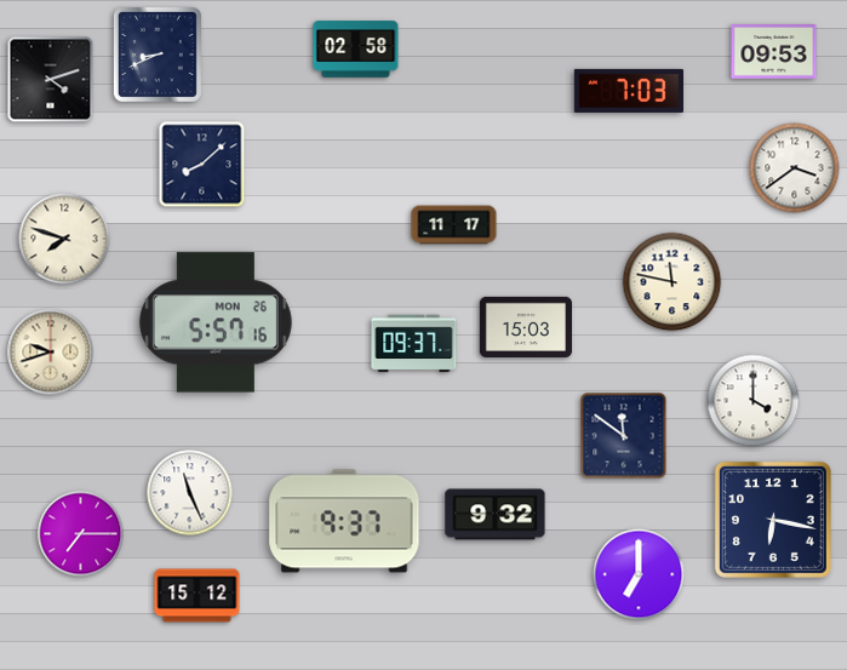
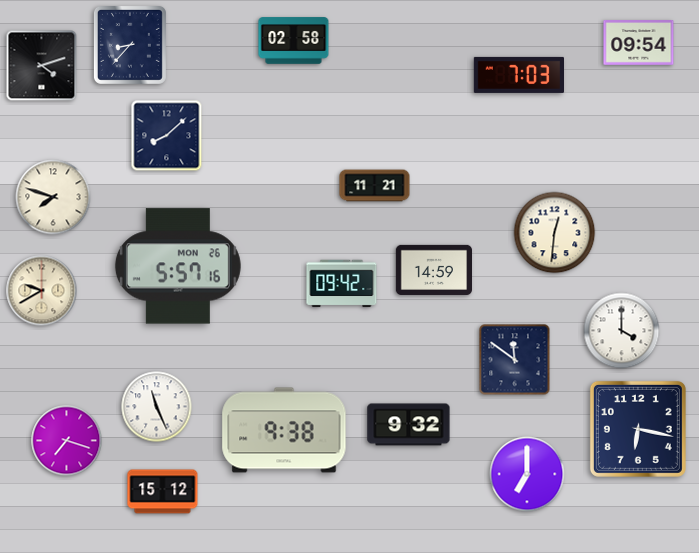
clock at (774, 52): 09:53 -> 09:54
clock at (158, 55): 8:41 -> 8:37
clock at (795, 168): 3:39 -> none
clock at (454, 225): 11:17 -> 11:21
clock at (673, 282): 11:47 -> 12:31
clock at (525, 327): 15:03 -> 14:59
clock at (414, 344): 09:37 -> 09:42
clock at (51, 353): 9:42 -> 9:40
clock at (344, 521): 9:37 -> 9:38
clock at (81, 534): 7:15 -> 7:18
